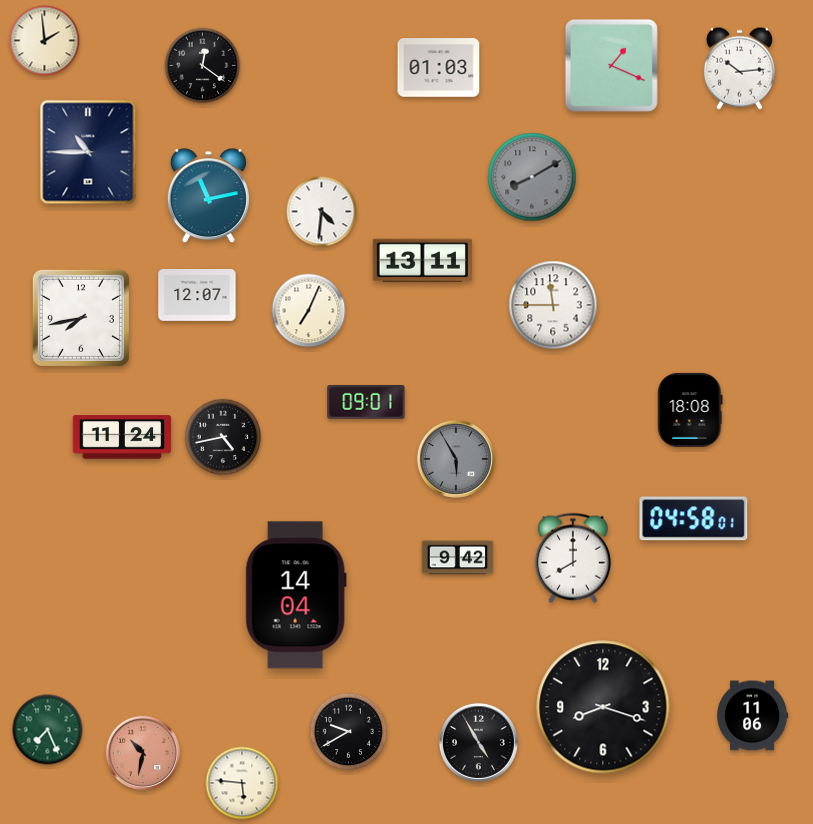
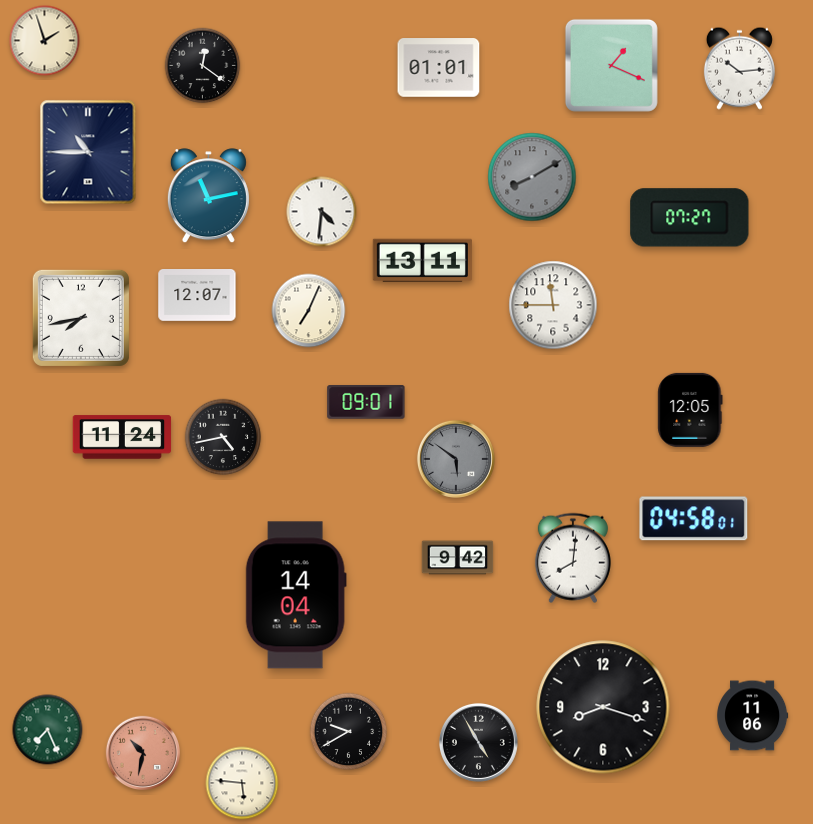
clock at (45, 41): 1:59 -> 1:57
clock at (439, 68): 01:03 -> 01:01
clock at (690, 218): none -> 07:27
clock at (690, 410): 18:08 -> 12:05
clock at (456, 459): 5:55 -> 5:51
clock at (573, 558): 8:00 -> 8:01
